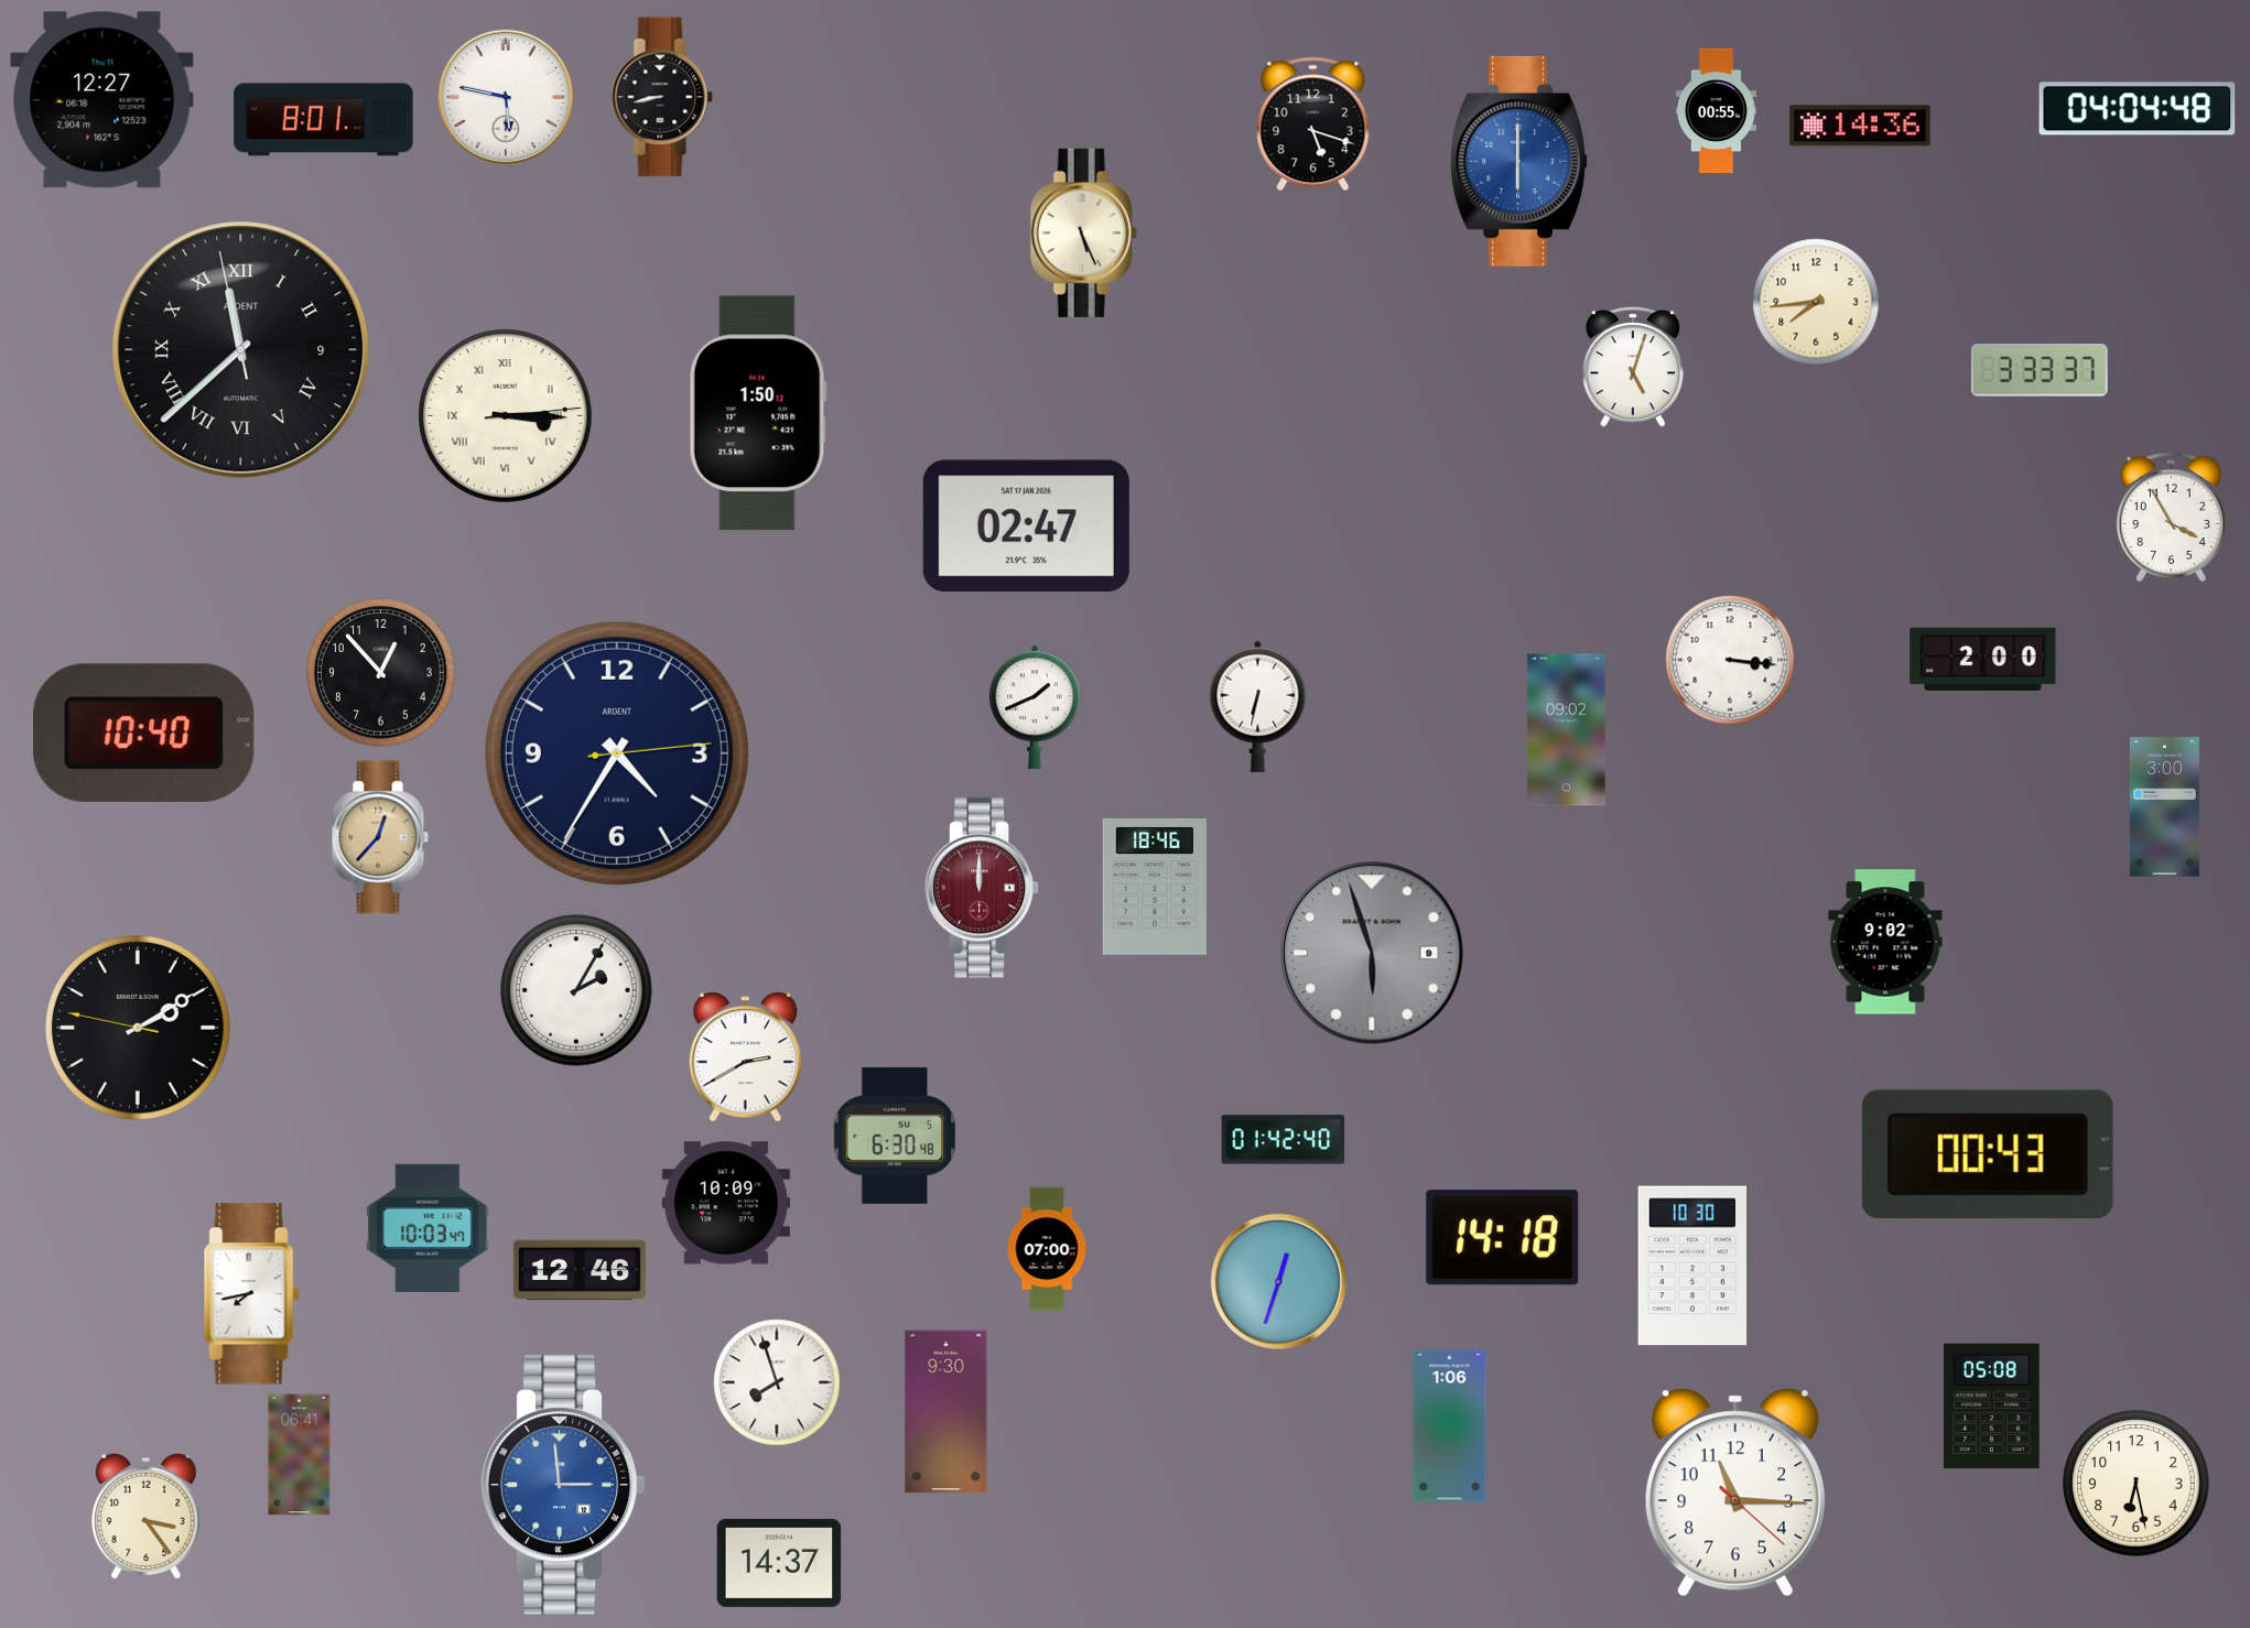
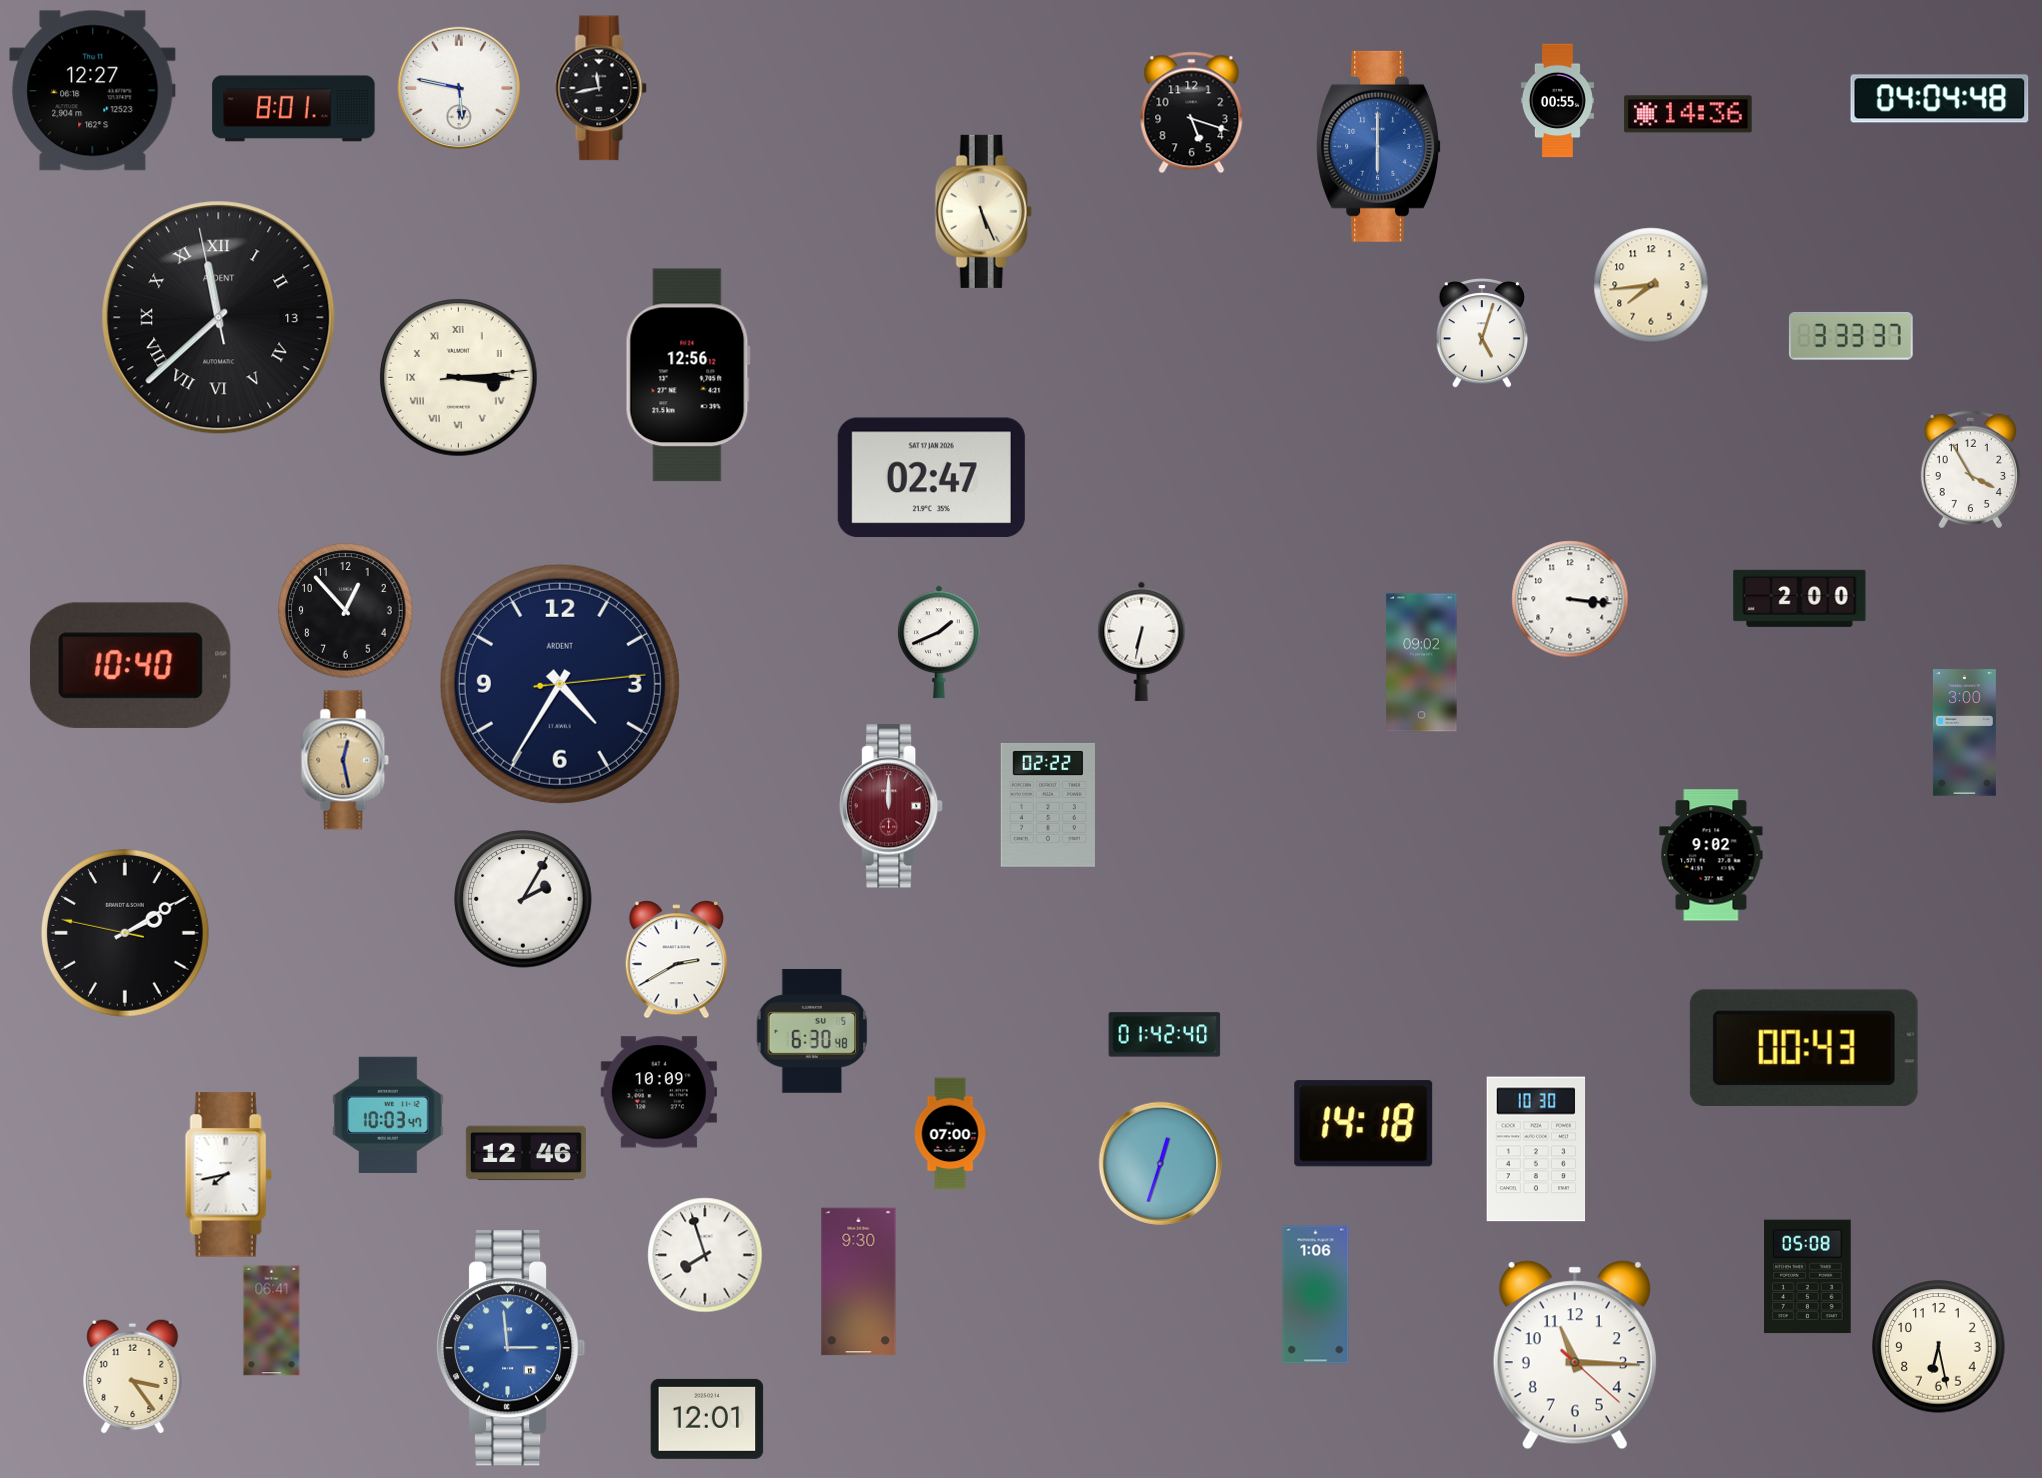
clock at (662, 97): 8:43 -> 11:43
clock at (1816, 302) position: (1816, 302) -> (1651, 285)
clock at (241, 350) date: 9 -> 13
clock at (758, 413): 1:50 -> 12:56
clock at (380, 837): 12:37 -> 12:28
clock at (1155, 887): 18:46 -> 02:22
clock at (1372, 953): 5:57 -> none
clock at (779, 1563): 14:37 -> 12:01
